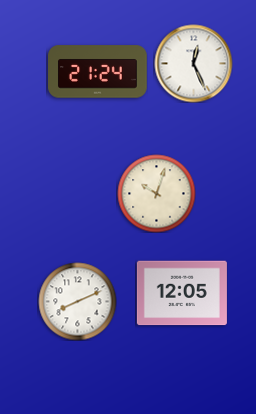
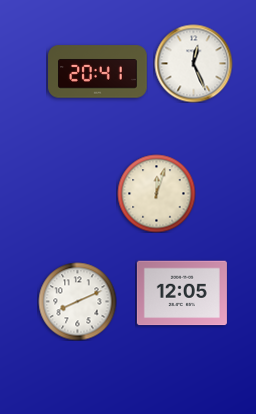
clock at (98, 72): 21:24 -> 20:41
clock at (156, 193): 10:03 -> 12:03
